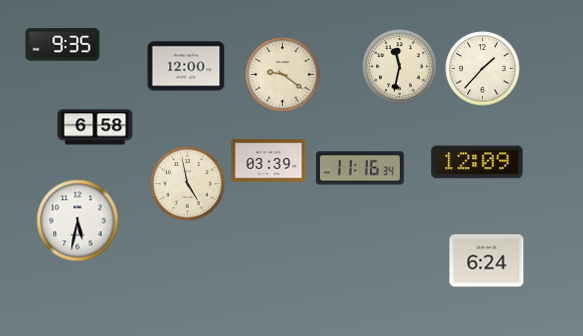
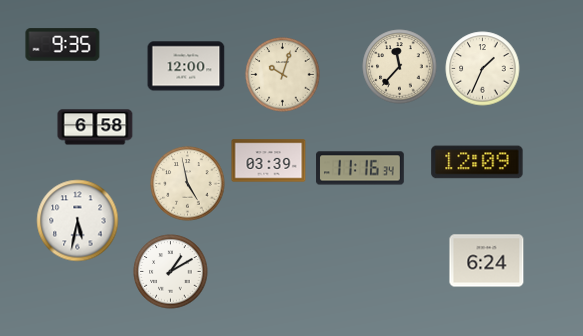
clock at (400, 67): 11:32 -> 11:37
clock at (483, 69): 1:37 -> 1:34
clock at (283, 75): 9:21 -> 10:03
clock at (171, 272): none -> 1:10
